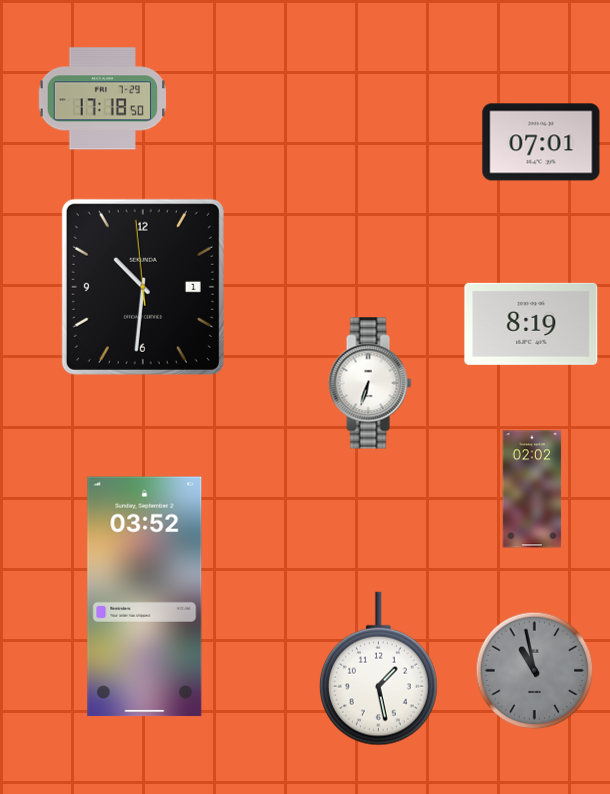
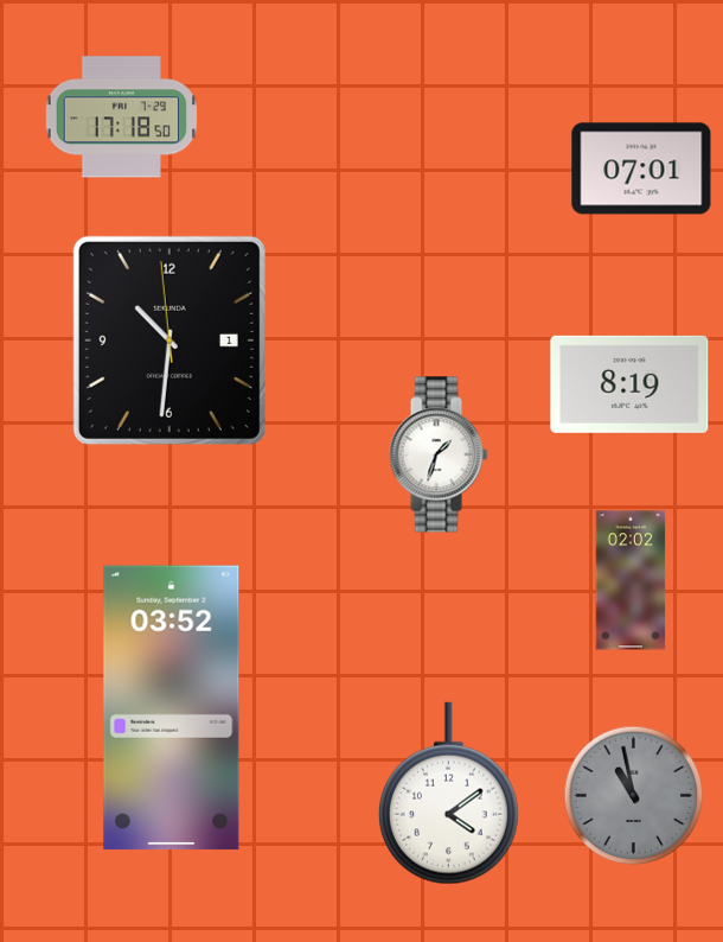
clock at (370, 383): 6:33 -> 1:33
clock at (378, 669): 1:28 -> 4:09
